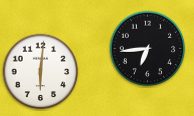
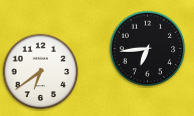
clock at (41, 72): 6:01 -> 6:39
